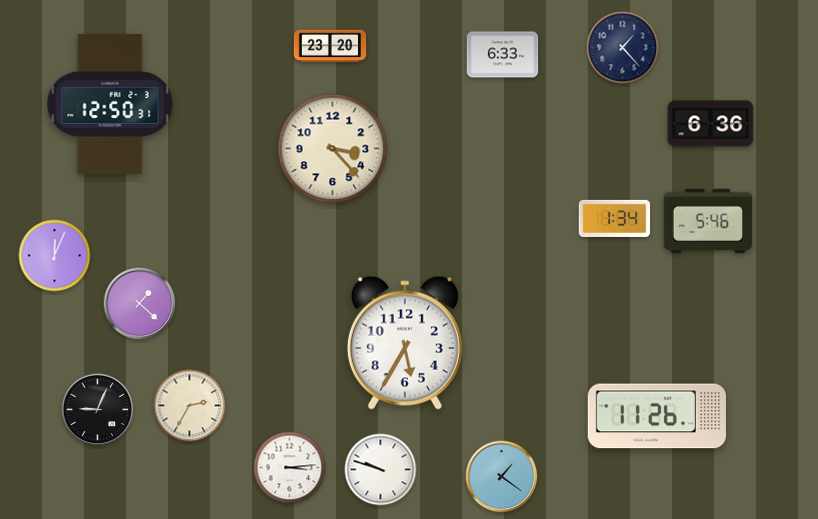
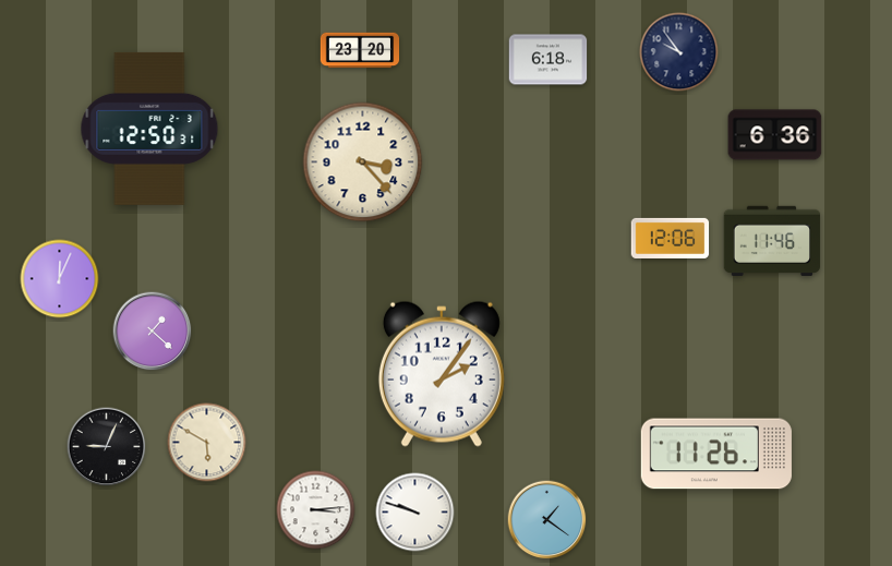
clock at (623, 48): 1:23 -> 9:54
clock at (503, 55): 6:33 -> 6:18
clock at (110, 104) position: (110, 104) -> (149, 129)
clock at (615, 218): 1:34 -> 12:06
clock at (708, 220): 5:46 -> 11:46
clock at (405, 343): 5:35 -> 2:06
clock at (190, 406): 2:35 -> 5:50
